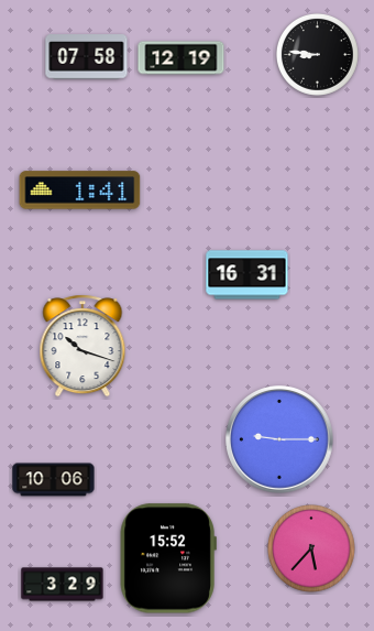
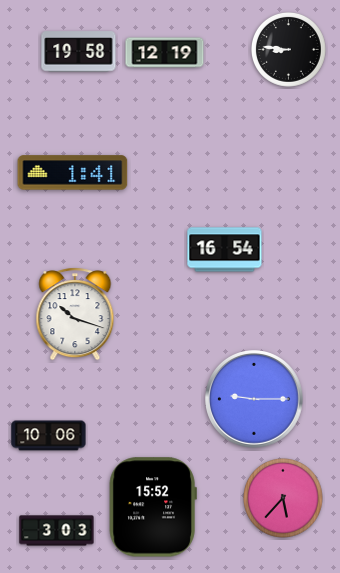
clock at (87, 57): 07:58 -> 19:58
clock at (248, 275): 16:31 -> 16:54
clock at (63, 585): 3:29 -> 3:03
